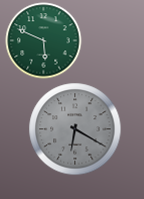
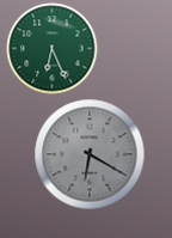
clock at (44, 41): 5:49 -> 6:26
